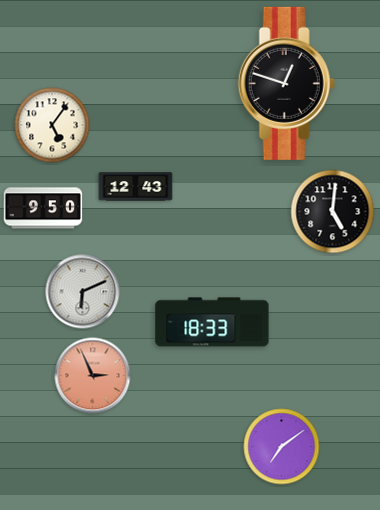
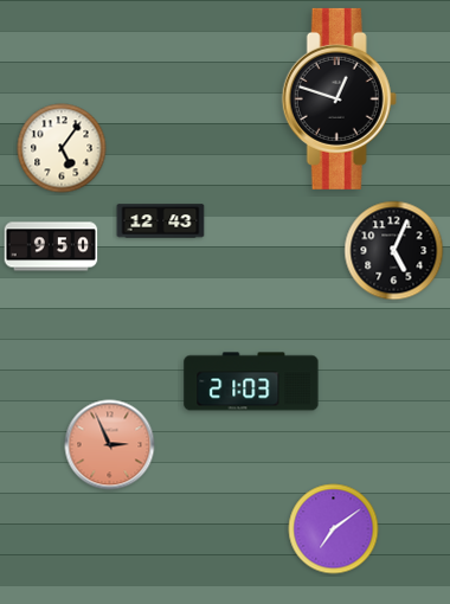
clock at (333, 212): 5:01 -> 5:04
clock at (83, 292): 6:11 -> none
clock at (212, 322): 18:33 -> 21:03
